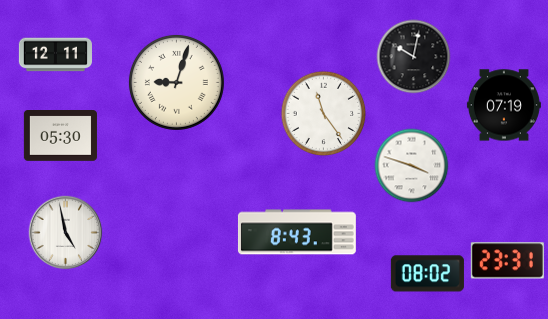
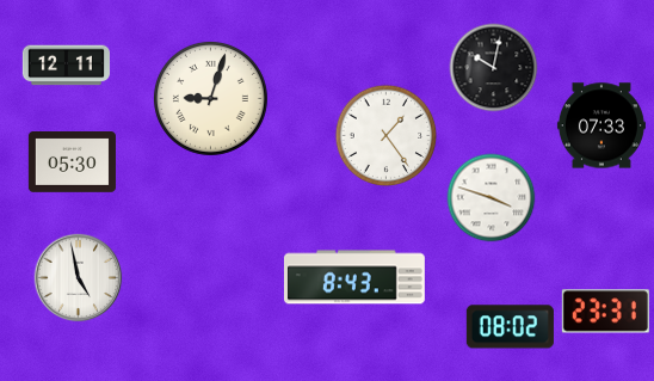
clock at (504, 105): 07:19 -> 07:33
clock at (324, 114): 11:24 -> 1:24
